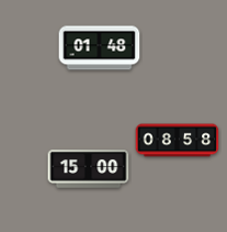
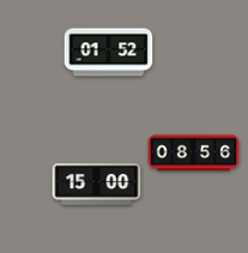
clock at (100, 48): 01:48 -> 01:52
clock at (178, 141): 08:58 -> 08:56
